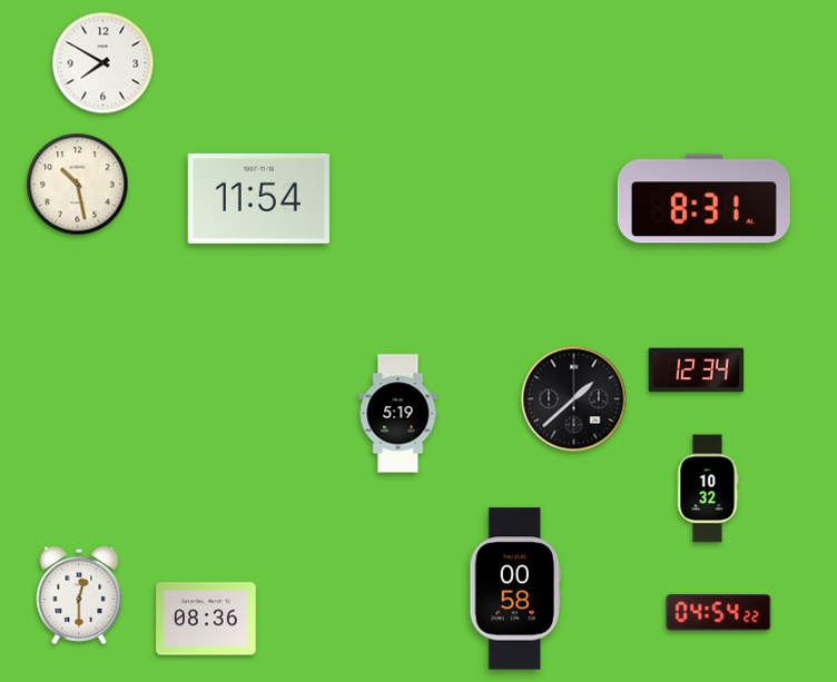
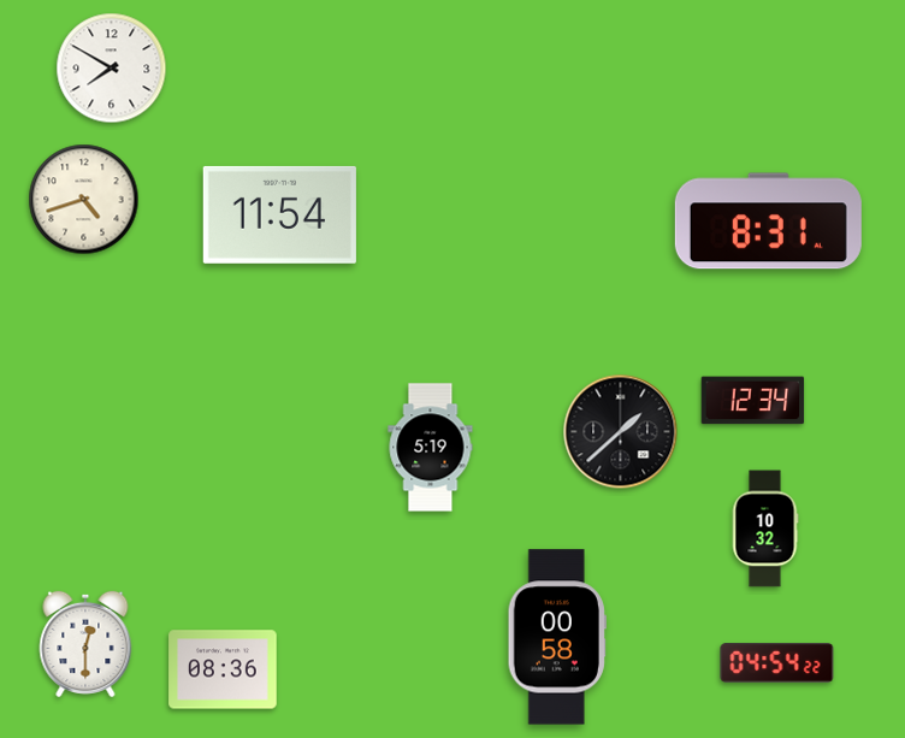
clock at (78, 185): 10:28 -> 4:42
clock at (703, 199) position: (703, 199) -> (768, 222)
